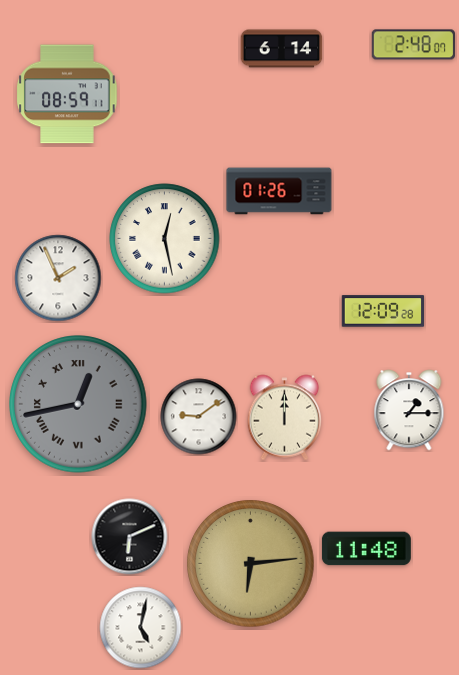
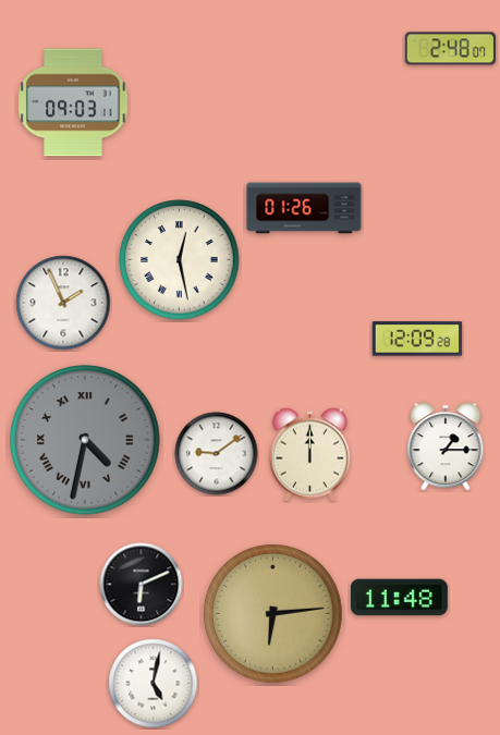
clock at (282, 49): 6:14 -> none
clock at (67, 94): 08:59 -> 09:03
clock at (78, 404): 12:43 -> 4:32
